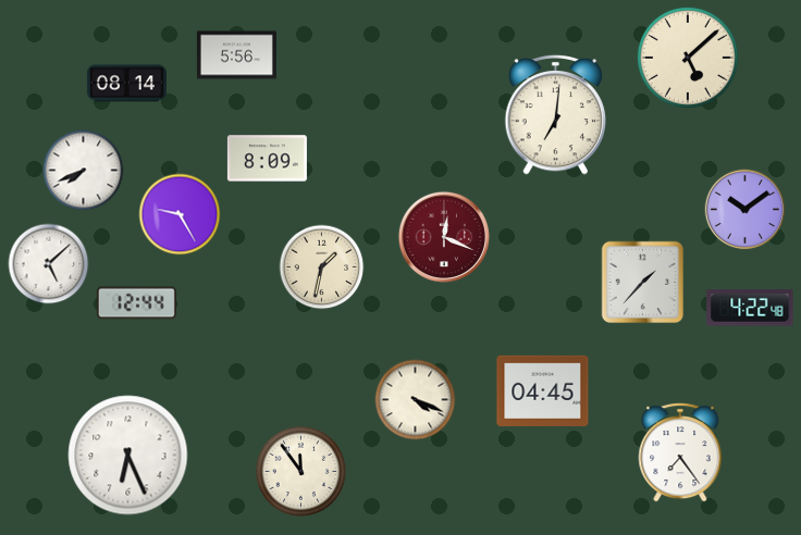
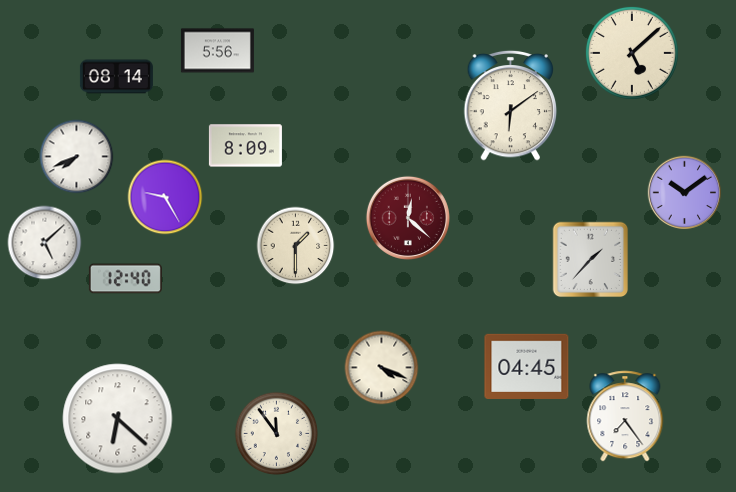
clock at (556, 114): 7:01 -> 6:09
clock at (444, 237): 12:19 -> 12:22
clock at (322, 267): 1:32 -> 1:30
clock at (136, 303): 12:44 -> 12:40
clock at (750, 308): 4:22 -> none
clock at (543, 390) position: (543, 390) -> (527, 366)
clock at (128, 456): 6:26 -> 6:22
